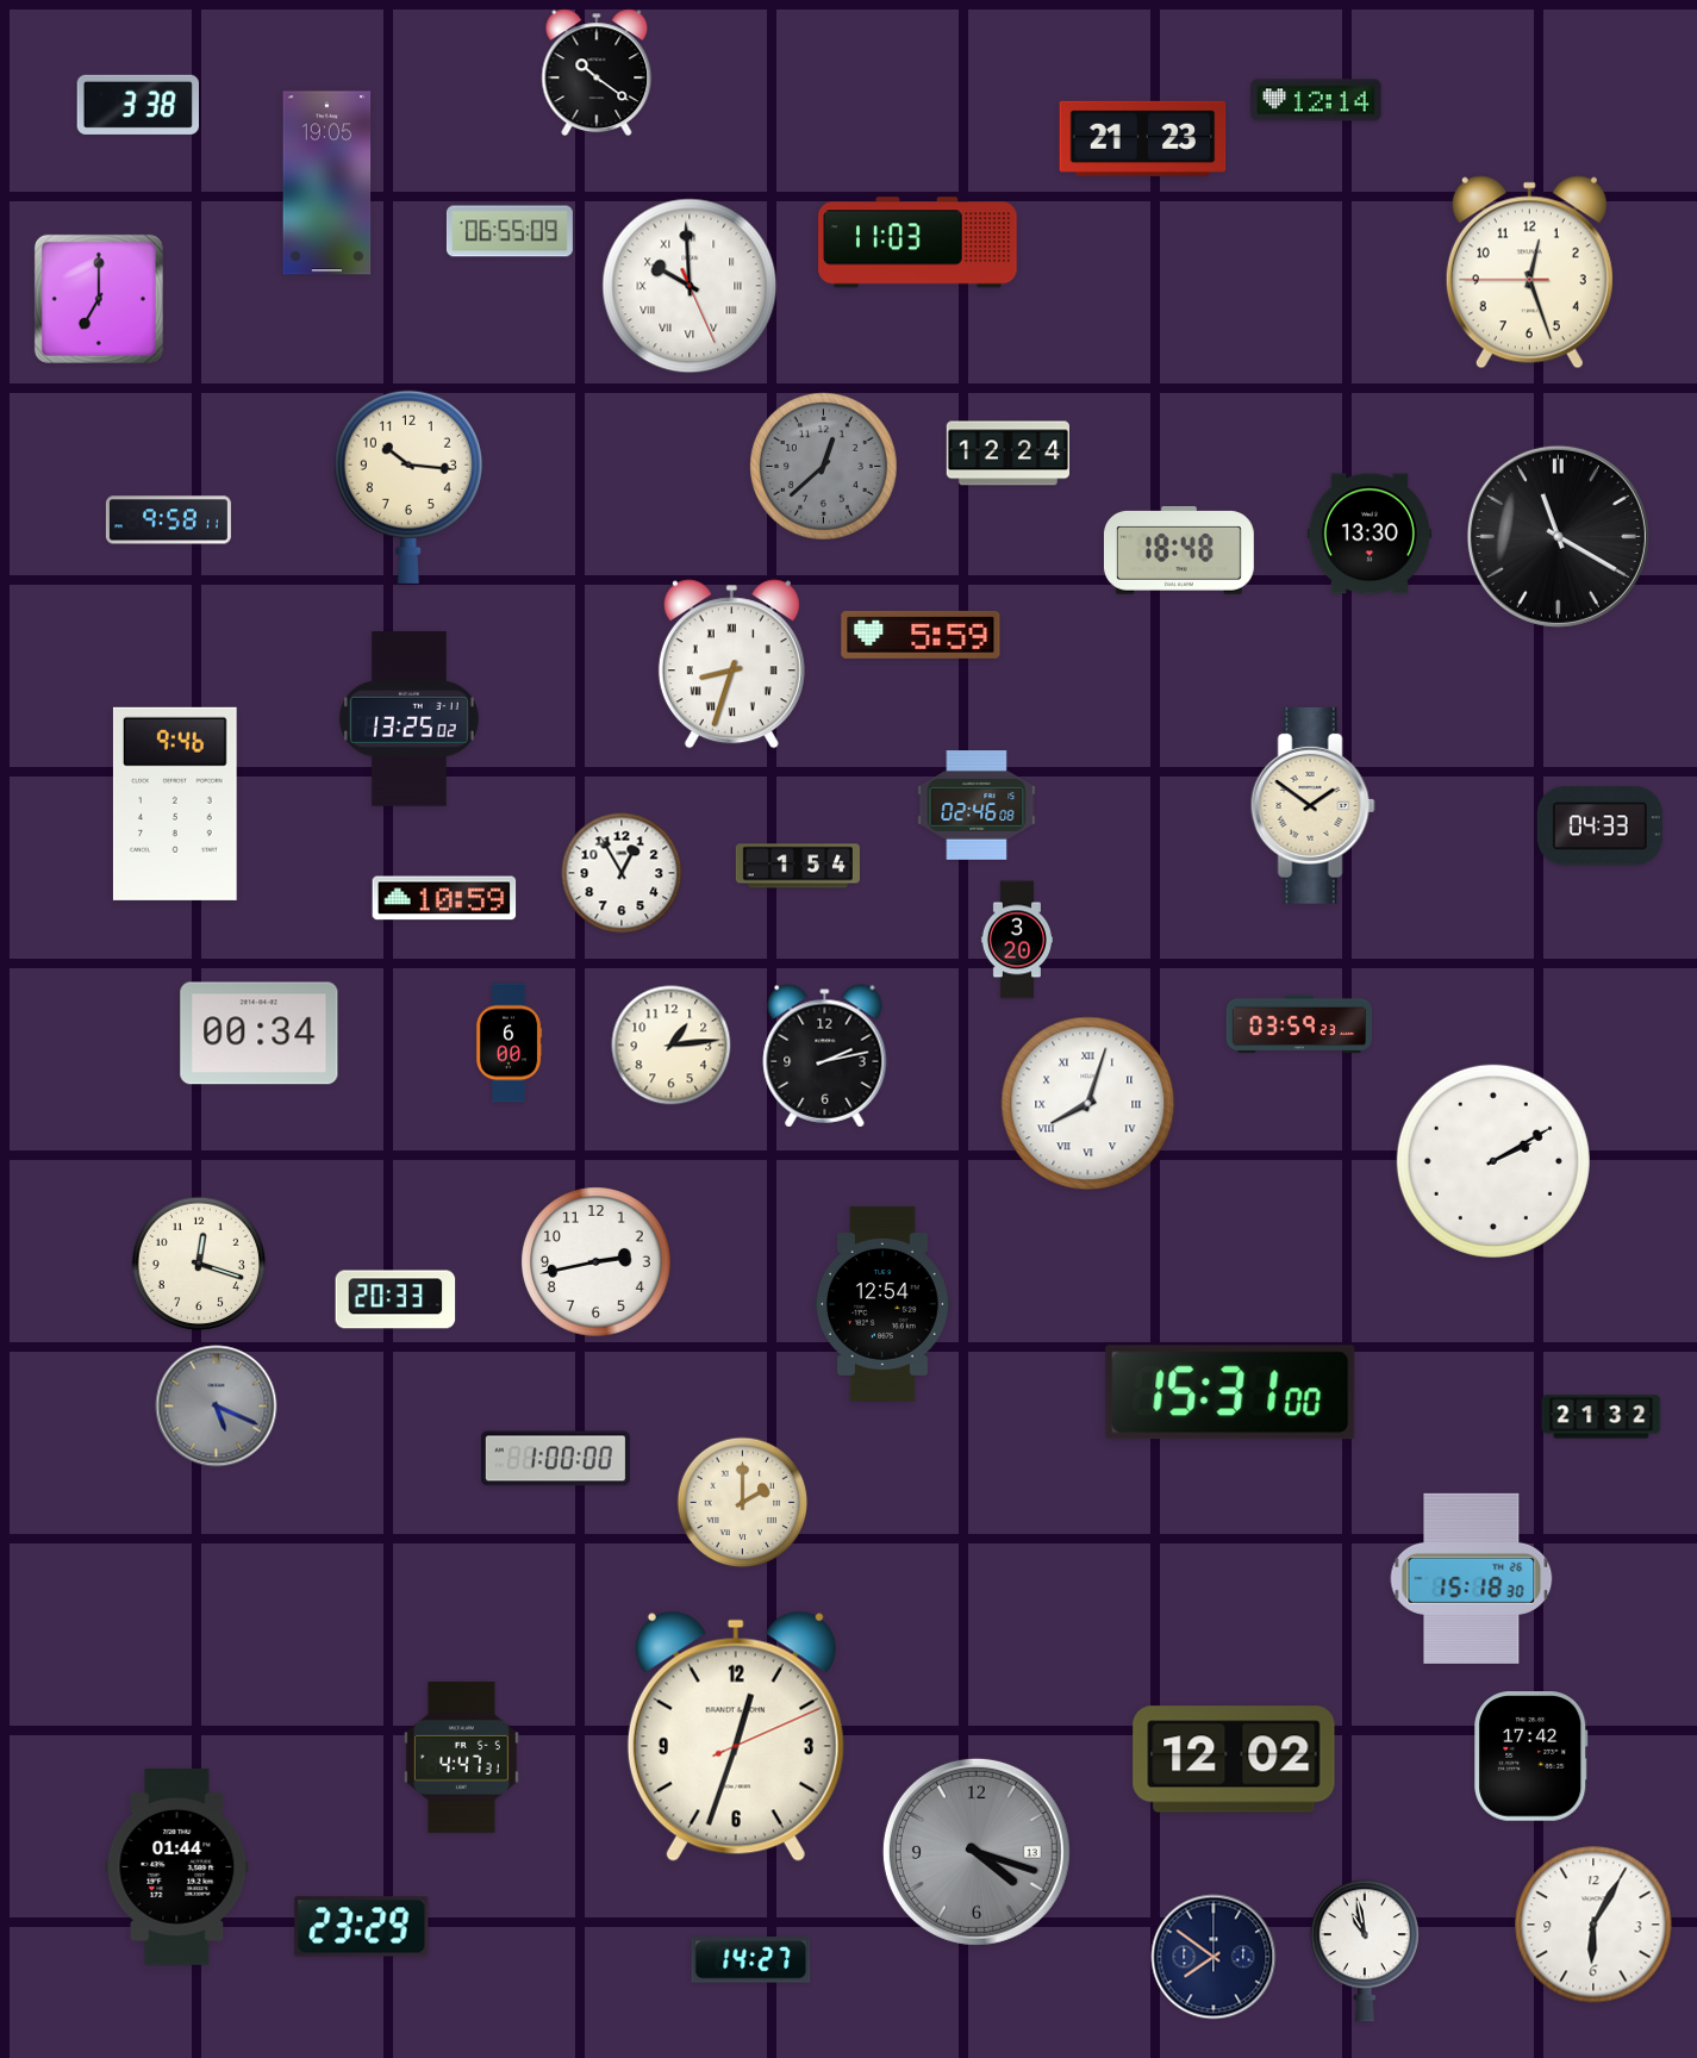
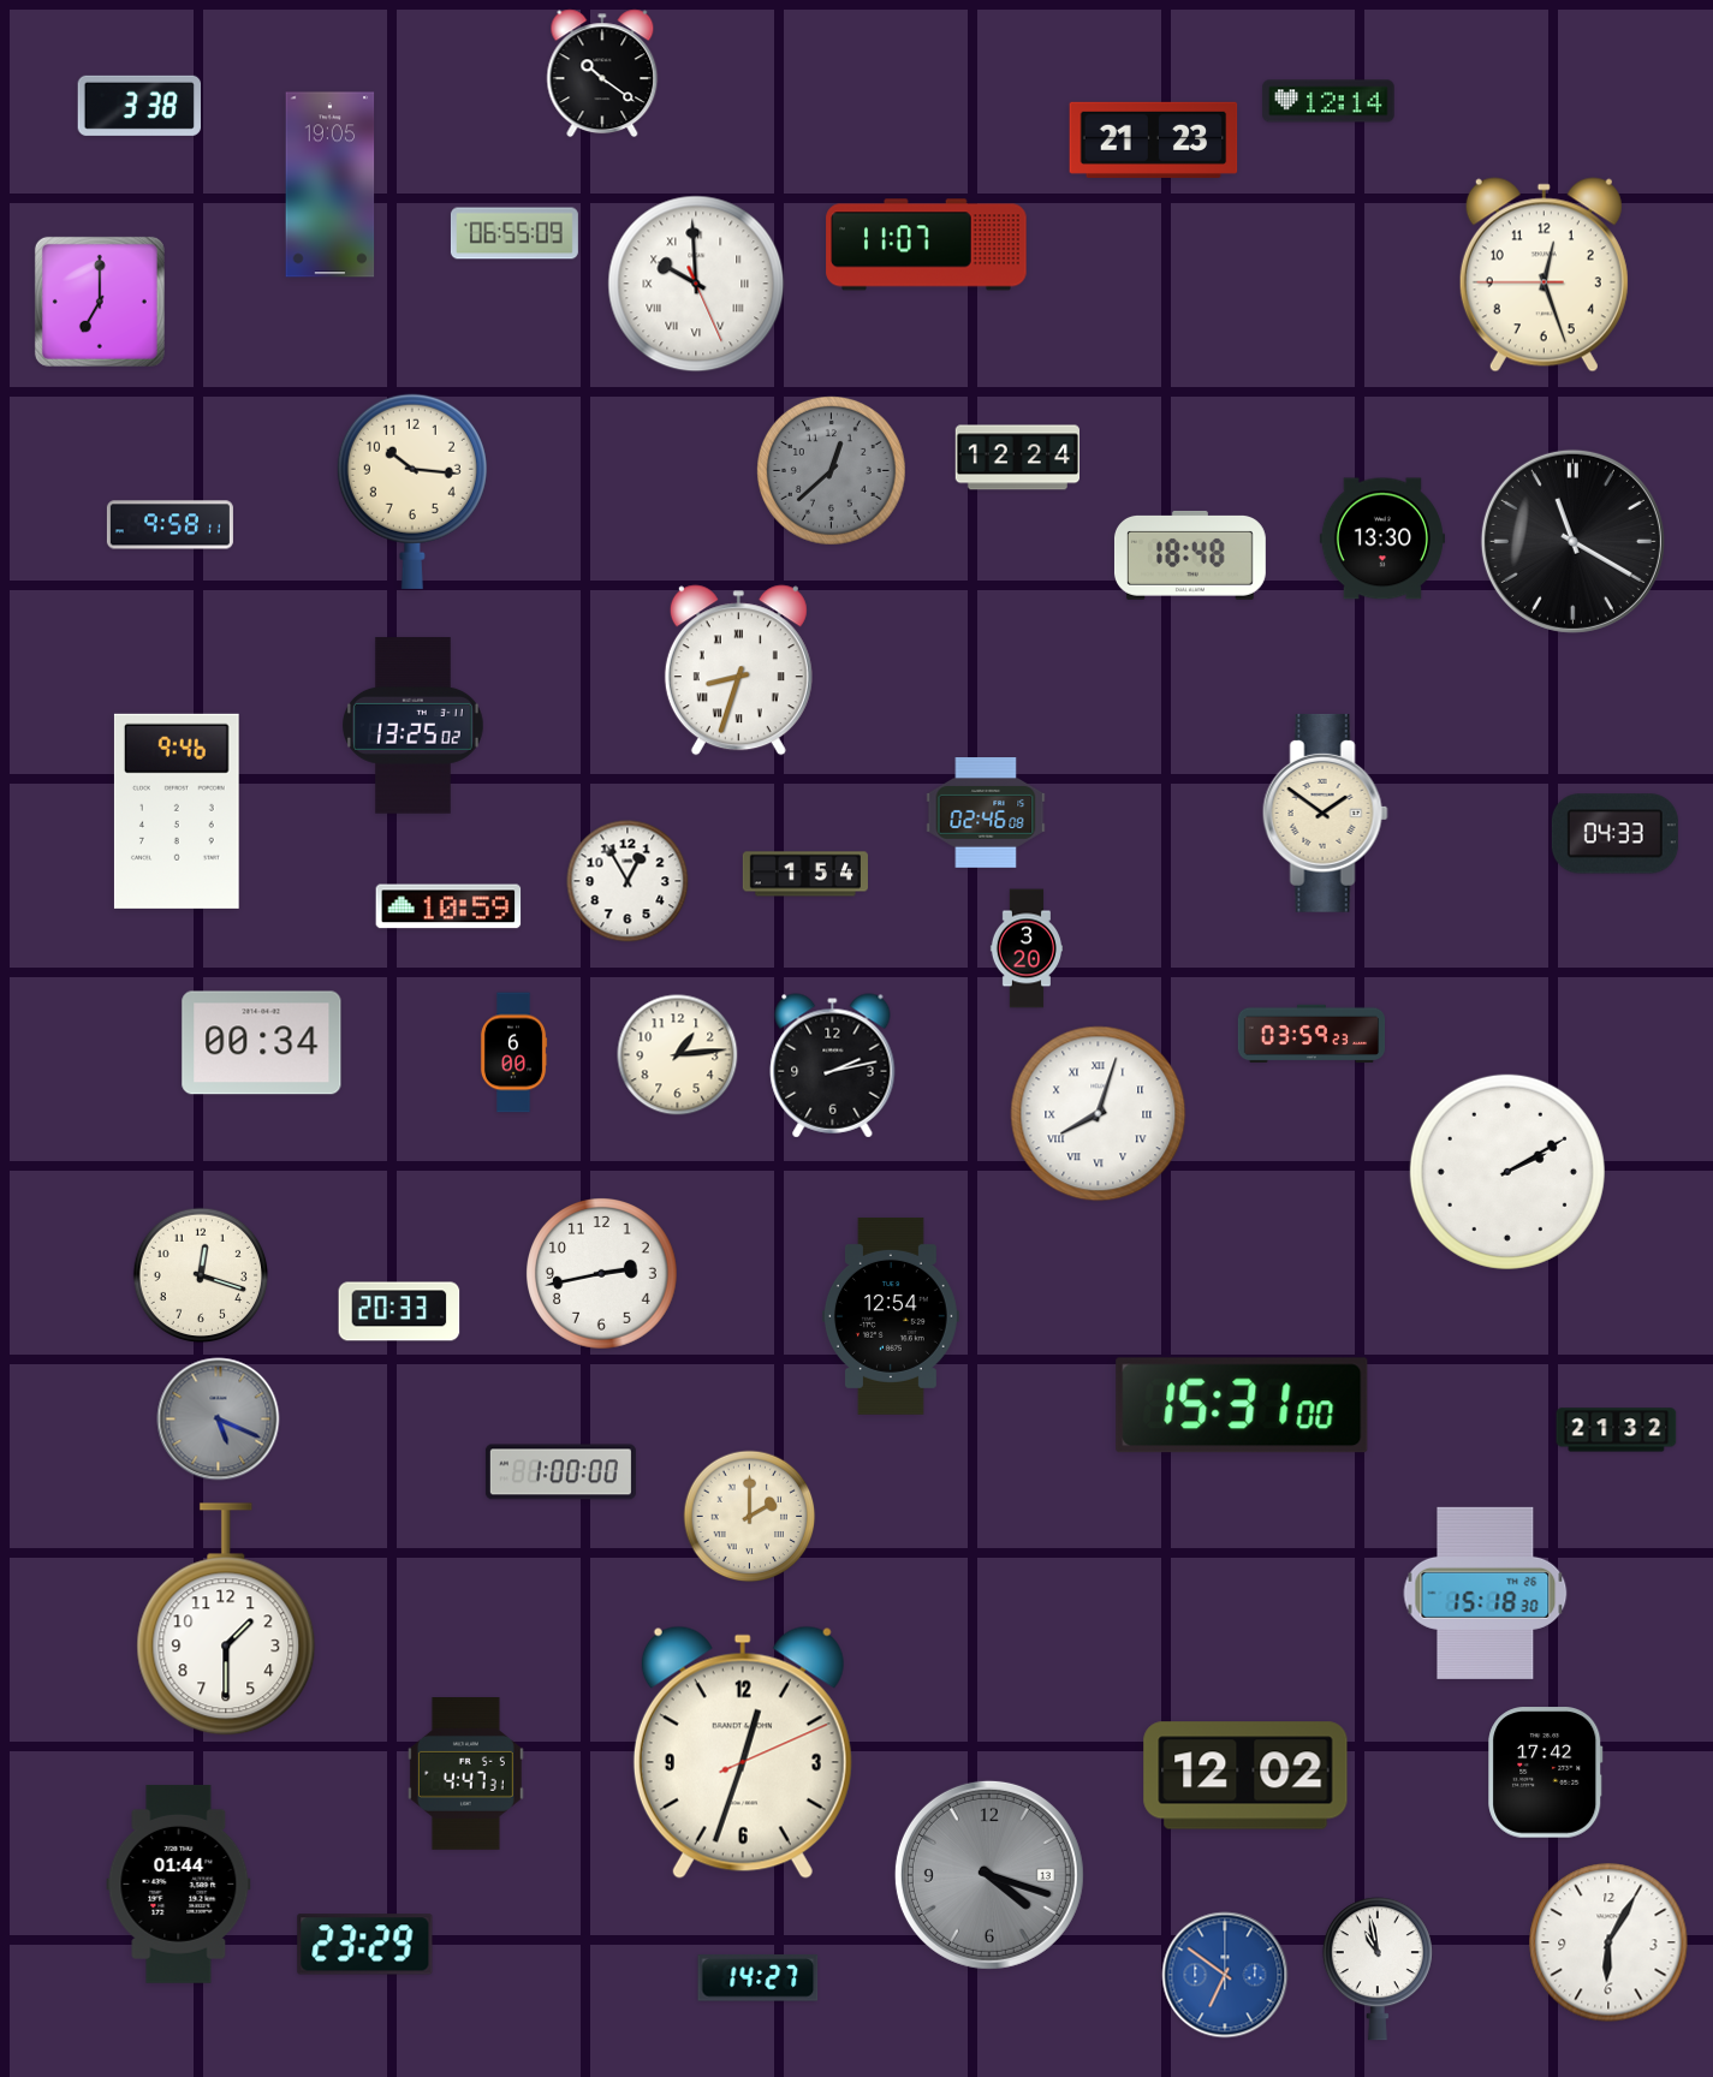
clock at (918, 243): 11:03 -> 11:07
clock at (690, 286) position: (690, 286) -> (696, 284)
clock at (921, 635): 5:59 -> none
clock at (226, 1619): none -> 1:30
clock at (977, 1852) position: (977, 1852) -> (989, 1875)
clock at (1214, 1957): 7:51 -> 6:51
clock at (1214, 1957) dial: navy -> blue
